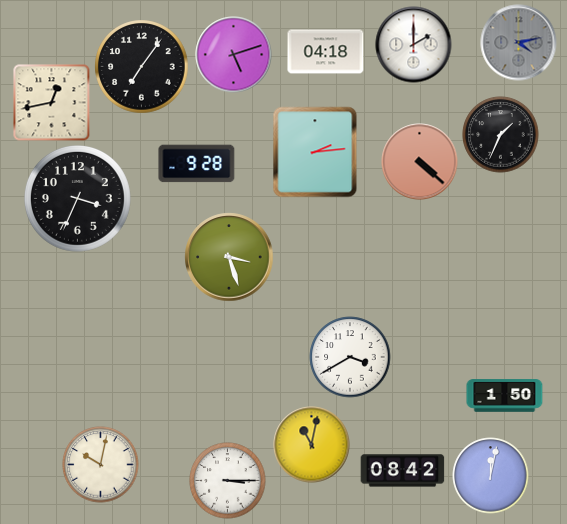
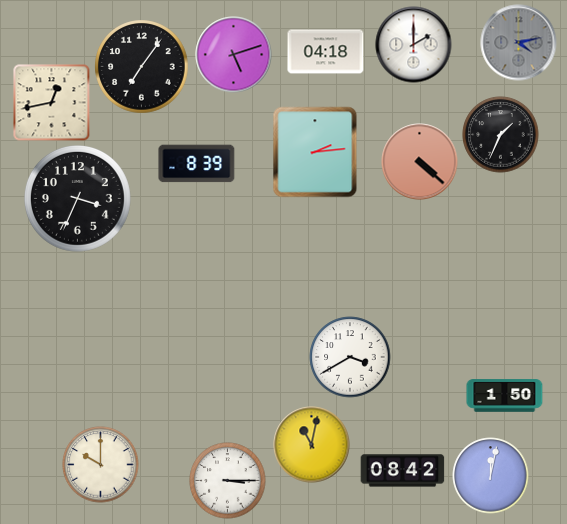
clock at (197, 164): 9:28 -> 8:39
clock at (229, 257): 3:27 -> none
clock at (101, 465): 10:02 -> 10:00
